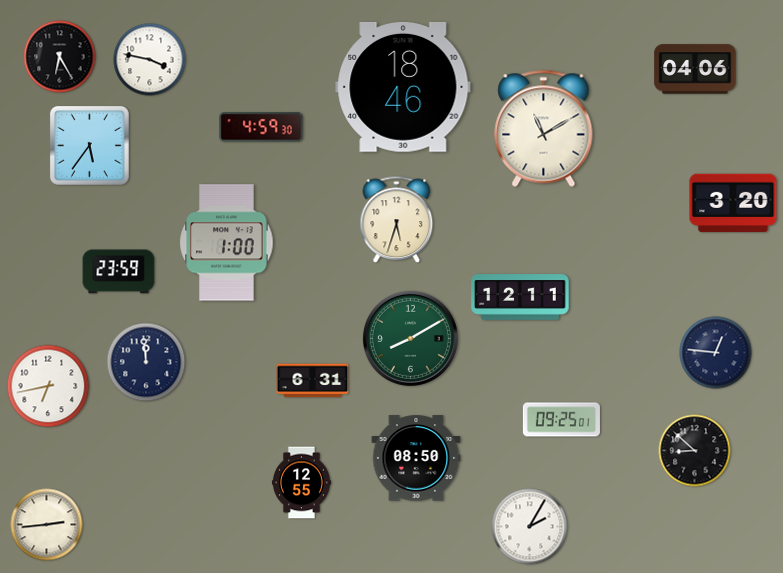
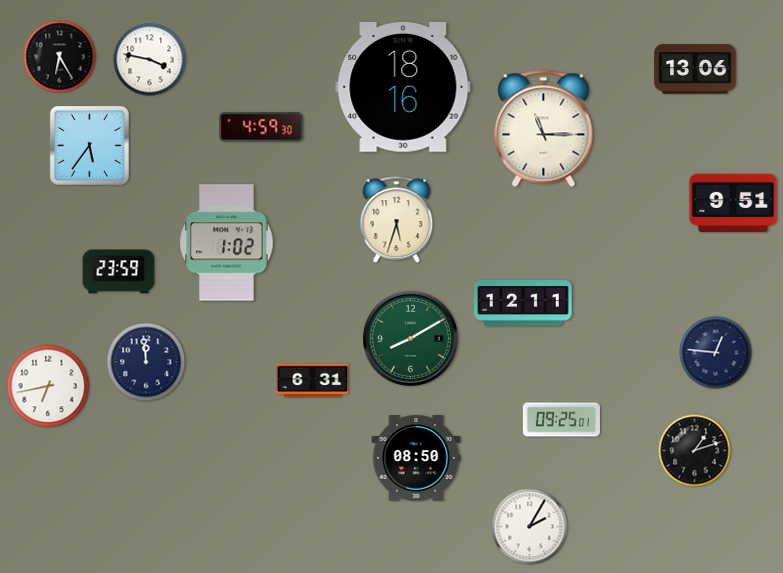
clock at (695, 69): 04:06 -> 13:06
clock at (403, 87): 18:46 -> 18:16
clock at (544, 128): 11:10 -> 11:15
clock at (733, 203): 3:20 -> 9:51
clock at (227, 243): 1:00 -> 1:02
clock at (520, 298) position: (520, 298) -> (523, 304)
clock at (695, 451): 8:52 -> 1:12
clock at (301, 483): 12:55 -> none
clock at (47, 525): 2:44 -> none
